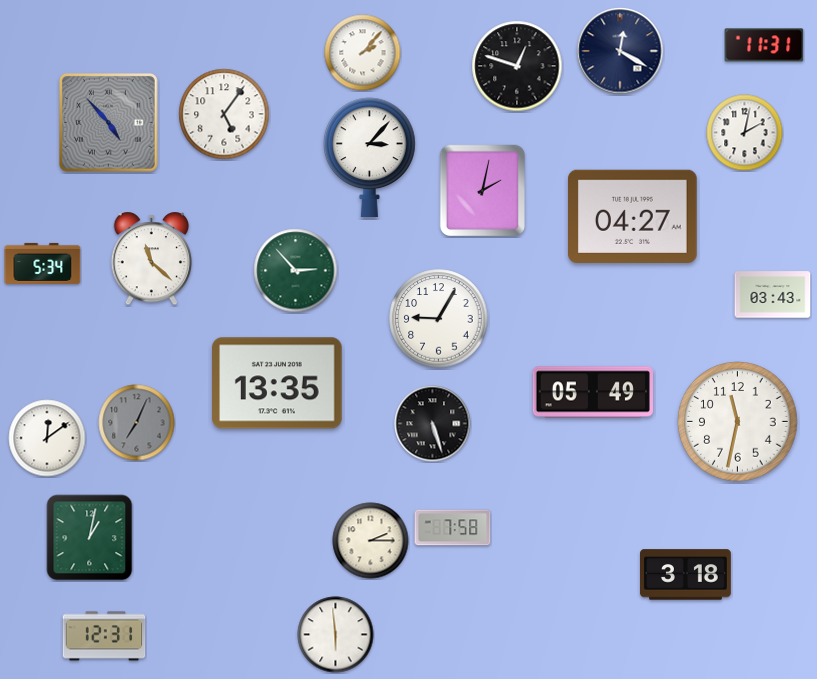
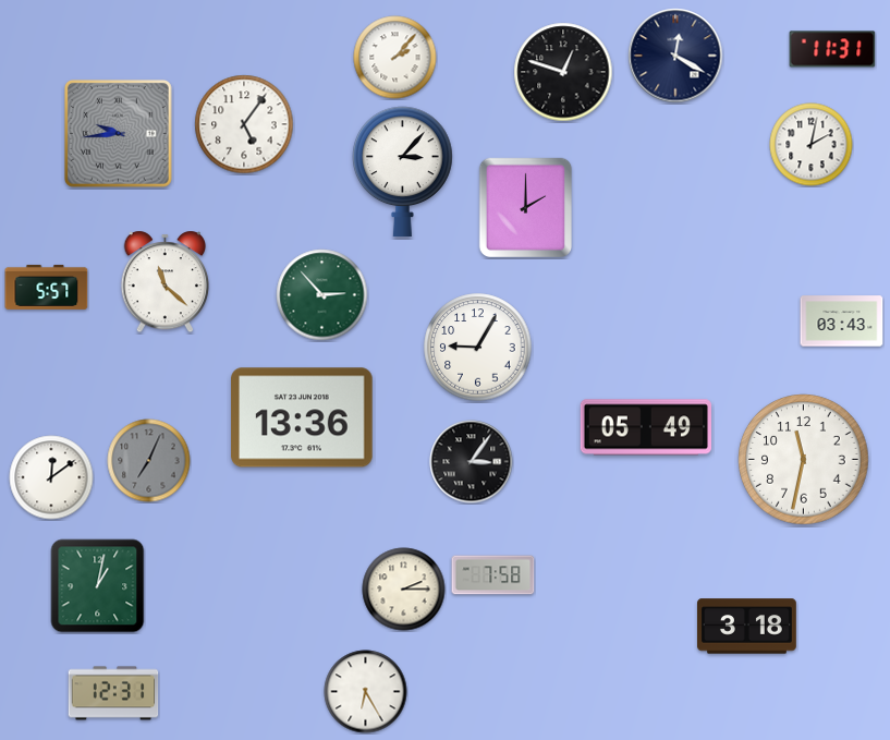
clock at (108, 122): 4:53 -> 9:44
clock at (482, 190): 2:02 -> 2:00
clock at (633, 216): 04:27 -> none
clock at (43, 263): 5:34 -> 5:57
clock at (277, 383): 13:35 -> 13:36
clock at (433, 424): 5:27 -> 3:06
clock at (336, 635): 5:59 -> 6:25
